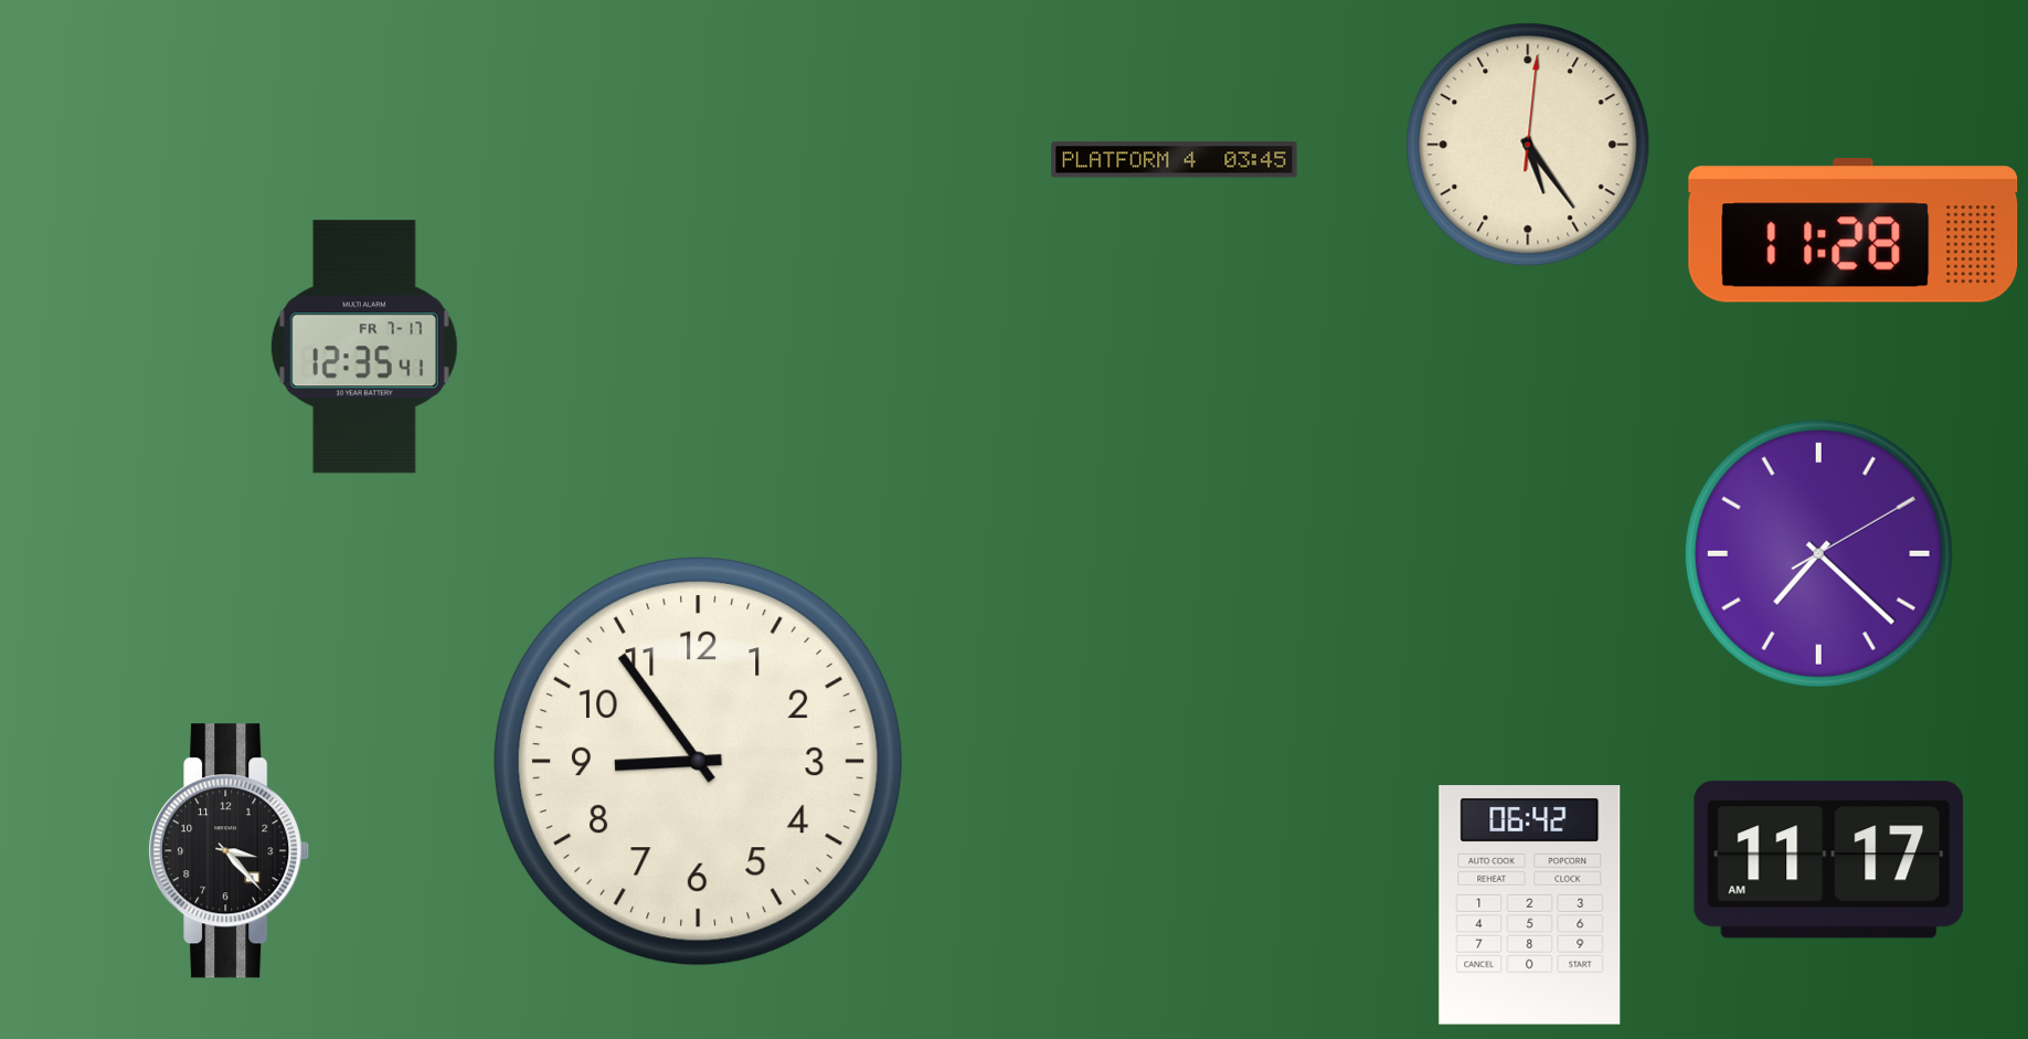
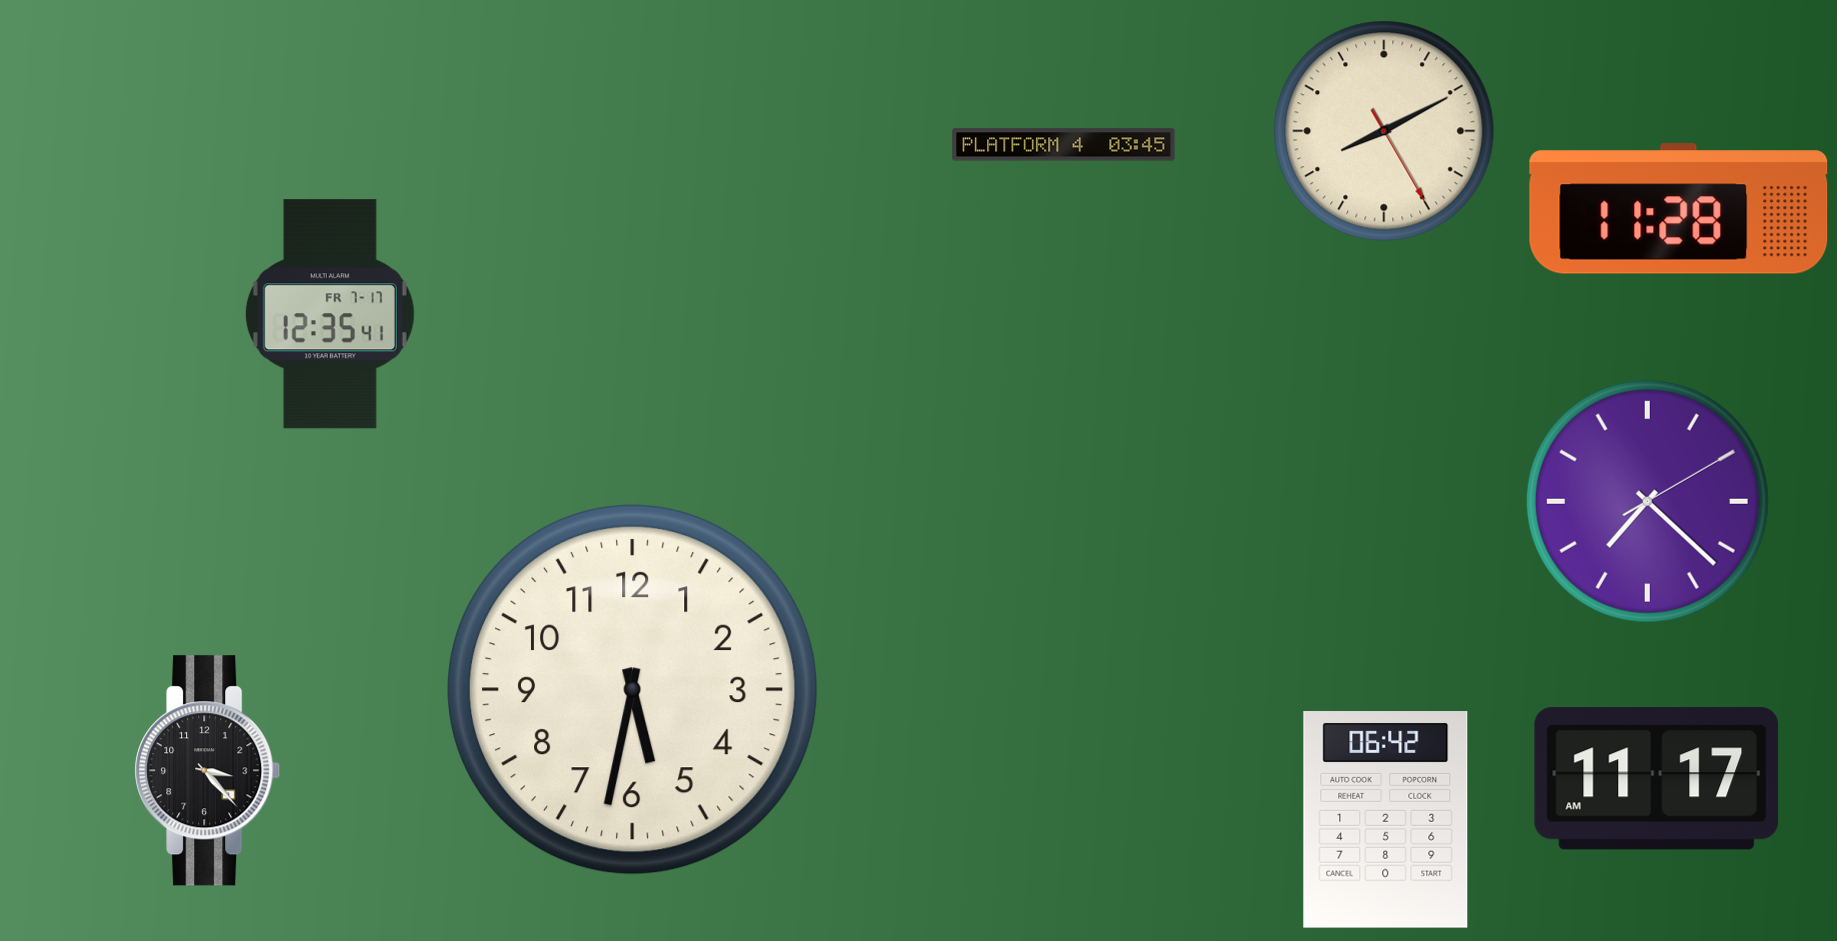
clock at (1528, 145): 5:24 -> 8:10
clock at (698, 761): 8:54 -> 5:32
